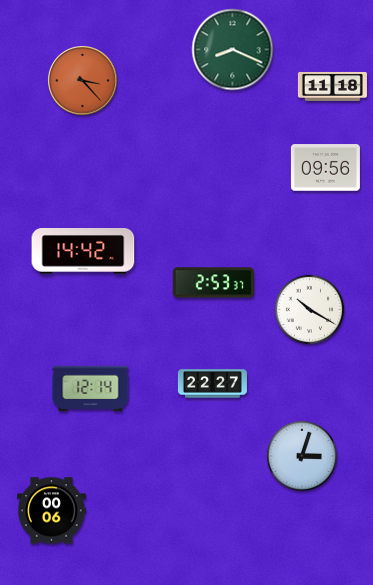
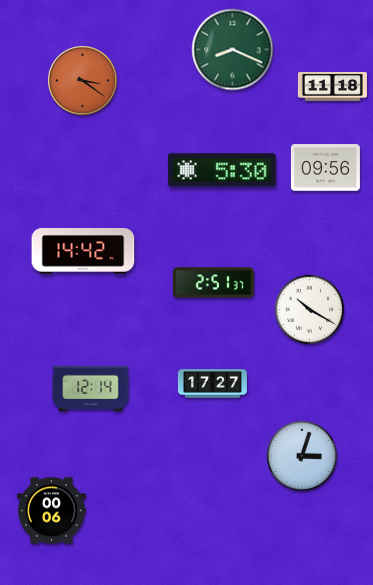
clock at (83, 81): 3:23 -> 3:21
clock at (222, 170): none -> 5:30
clock at (213, 283): 2:53 -> 2:51
clock at (212, 384): 22:27 -> 17:27
